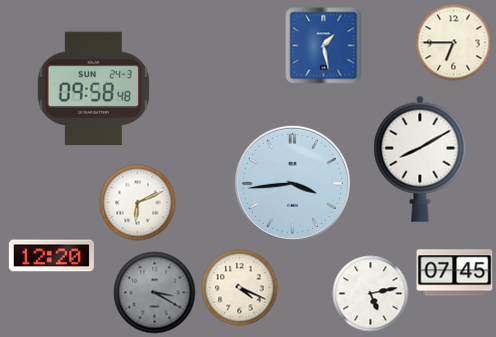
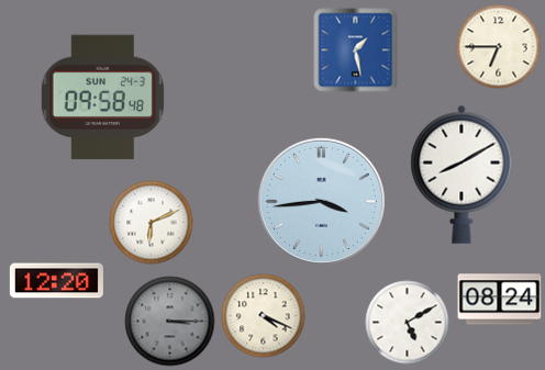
clock at (455, 273): 07:45 -> 08:24
clock at (155, 293): 3:20 -> 3:15
clock at (371, 294): 5:13 -> 5:10
